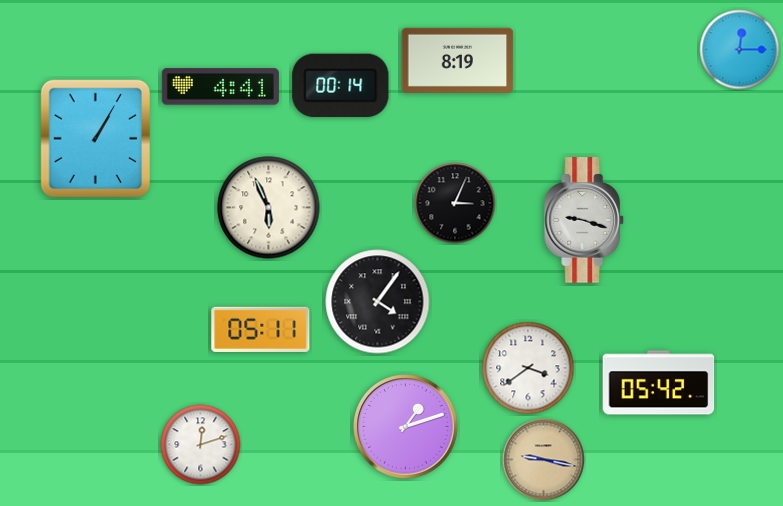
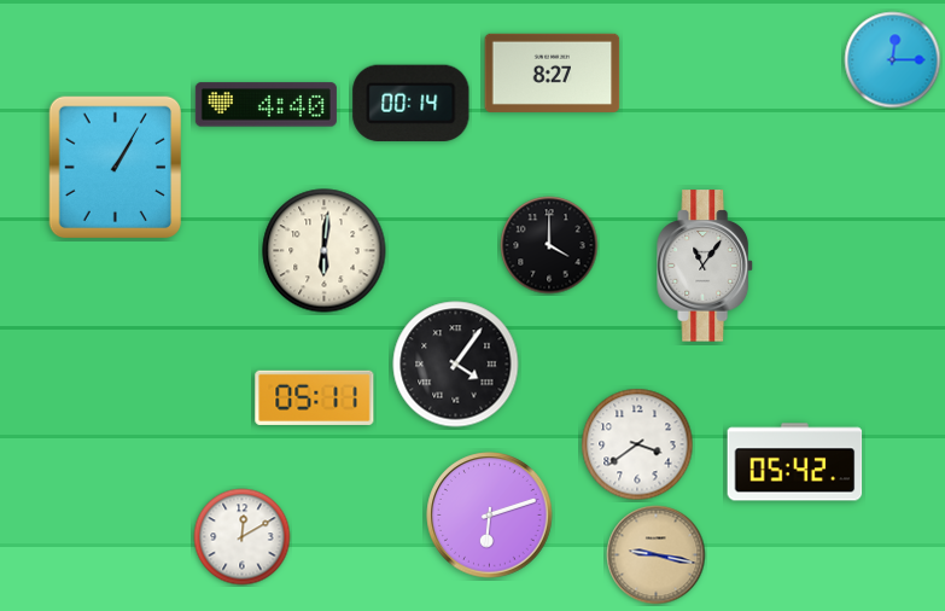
clock at (458, 60): 8:19 -> 8:27
clock at (220, 87): 4:41 -> 4:40
clock at (455, 203): 3:04 -> 4:00
clock at (269, 208): 5:56 -> 6:01
clock at (584, 220): 9:18 -> 11:06
clock at (406, 427): 1:12 -> 6:12
clock at (201, 445): 12:12 -> 12:10
